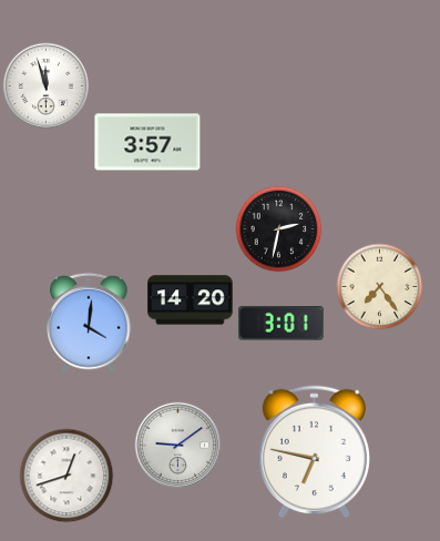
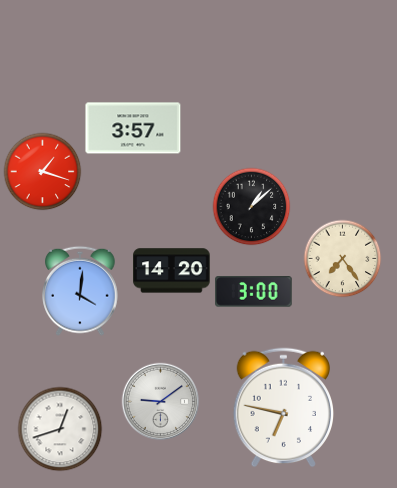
clock at (45, 85): 11:57 -> none
clock at (42, 171): none -> 1:18
clock at (278, 228): 2:32 -> 1:08
clock at (282, 324): 3:01 -> 3:00
